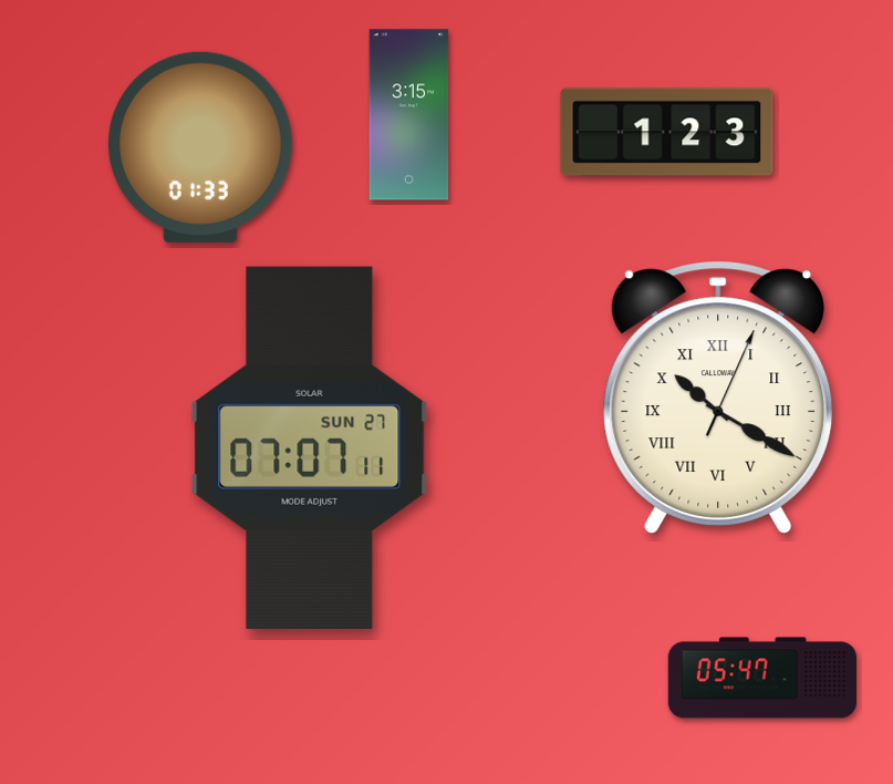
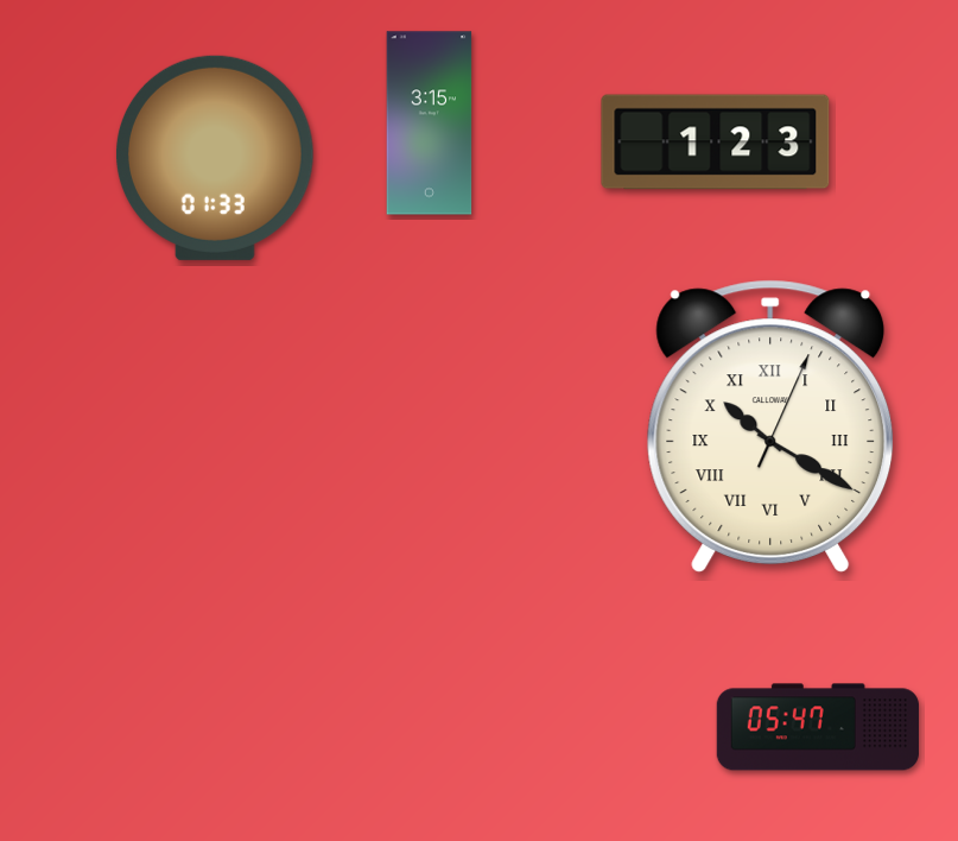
clock at (409, 115) position: (409, 115) -> (430, 124)
clock at (310, 447): 07:07 -> none
